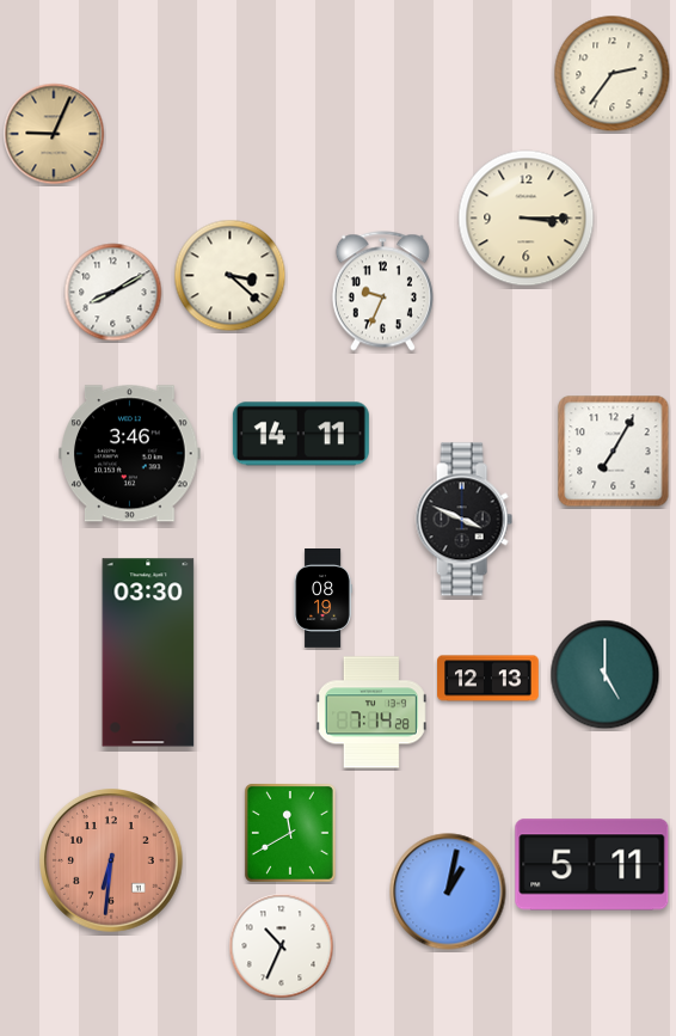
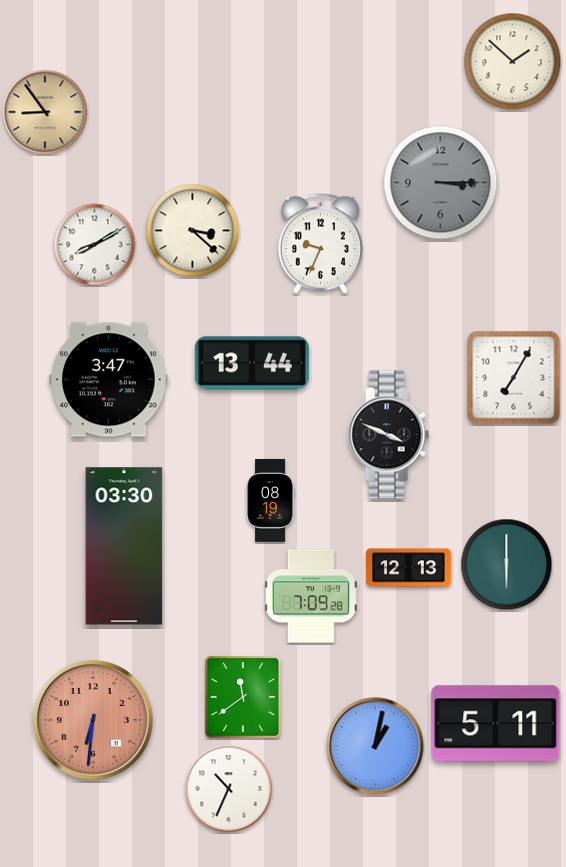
clock at (613, 74): 2:36 -> 1:52
clock at (54, 134): 9:04 -> 8:54
clock at (527, 219) dial: cream -> grey
clock at (301, 434): 14:11 -> 13:44
clock at (130, 454): 3:46 -> 3:47
clock at (606, 675): 5:00 -> 6:00
clock at (371, 712): 7:14 -> 7:09
clock at (290, 833): 11:40 -> 11:39
clock at (282, 946) position: (282, 946) -> (229, 789)
